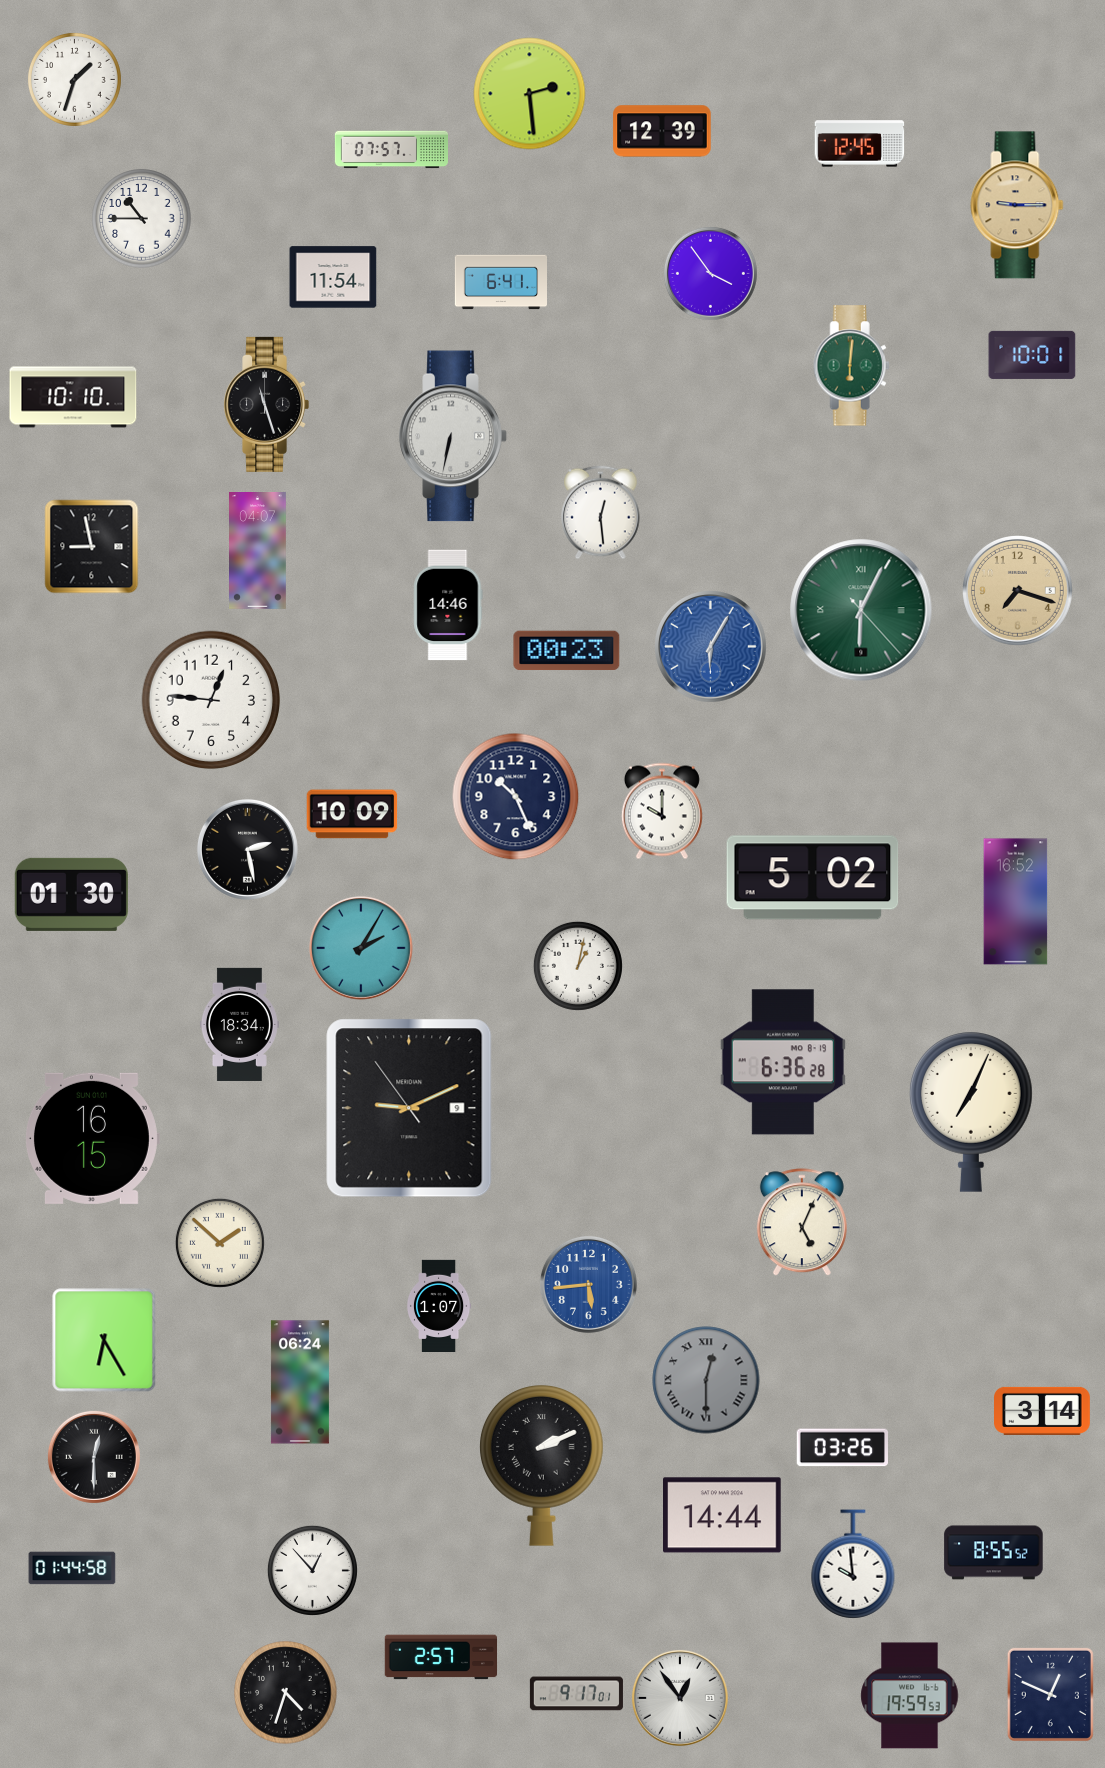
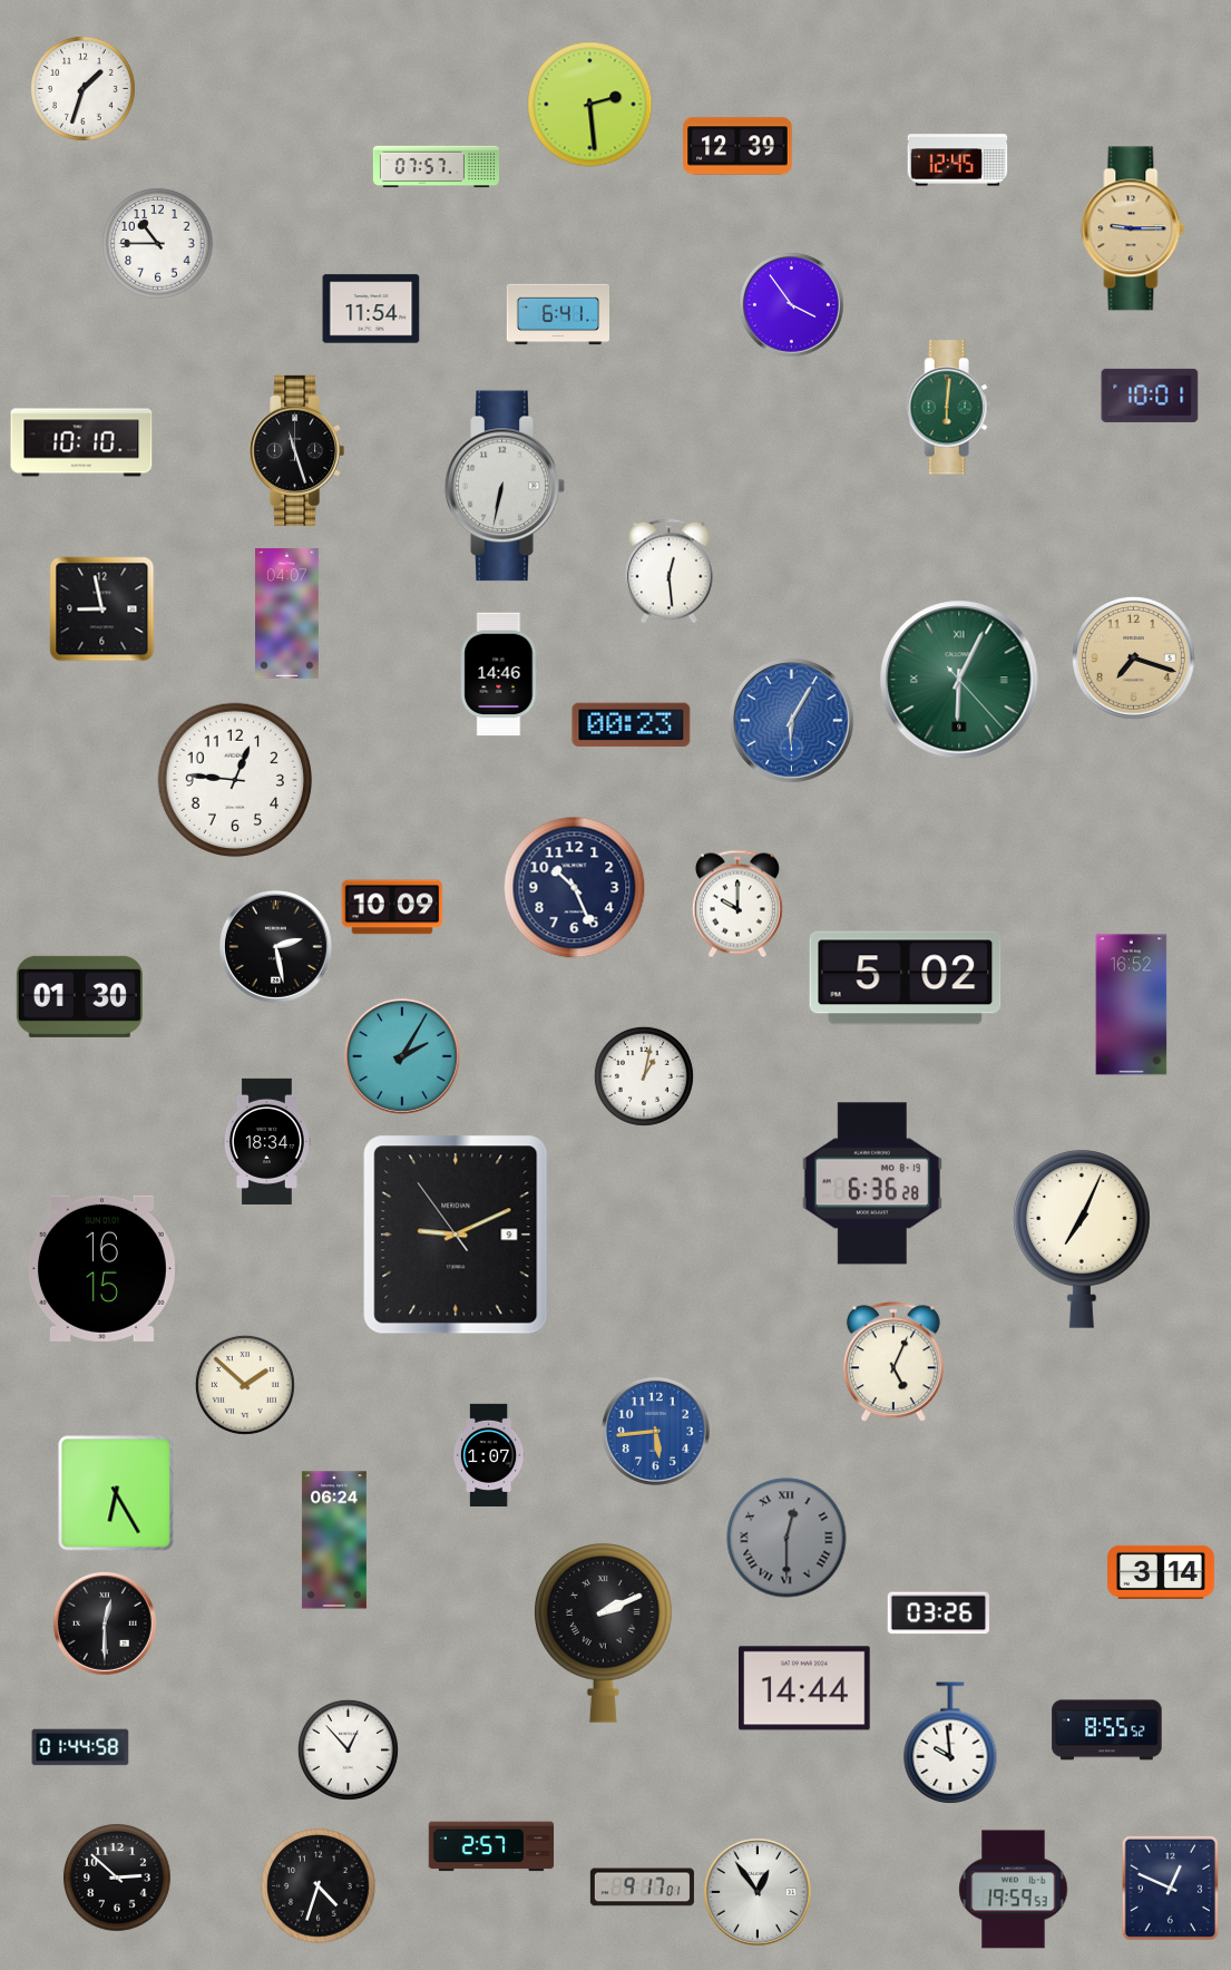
clock at (118, 1879): none -> 2:52
